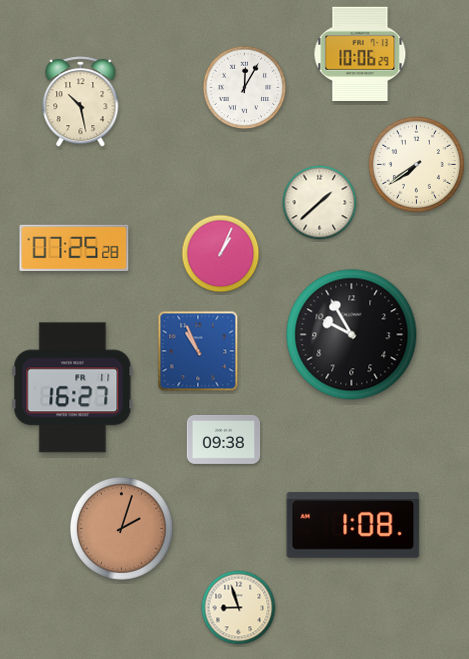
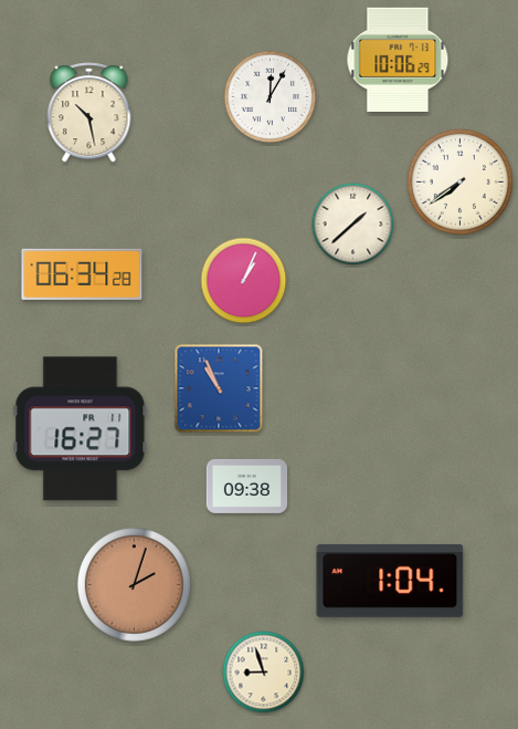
clock at (74, 248): 07:25 -> 06:34
clock at (352, 335): 9:55 -> none
clock at (353, 525): 1:08 -> 1:04
